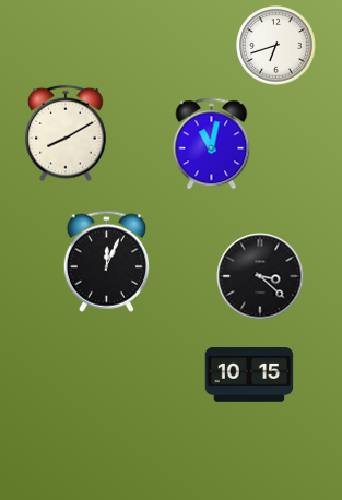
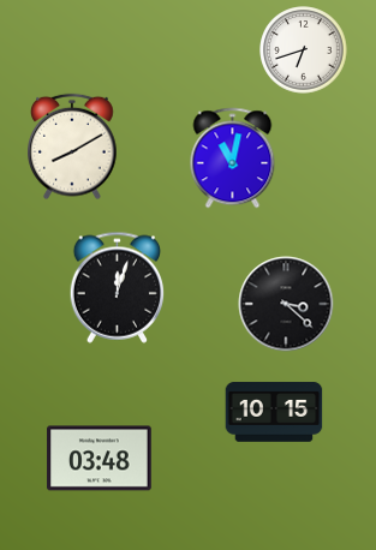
clock at (107, 261): 12:04 -> 12:03
clock at (100, 459): none -> 03:48
